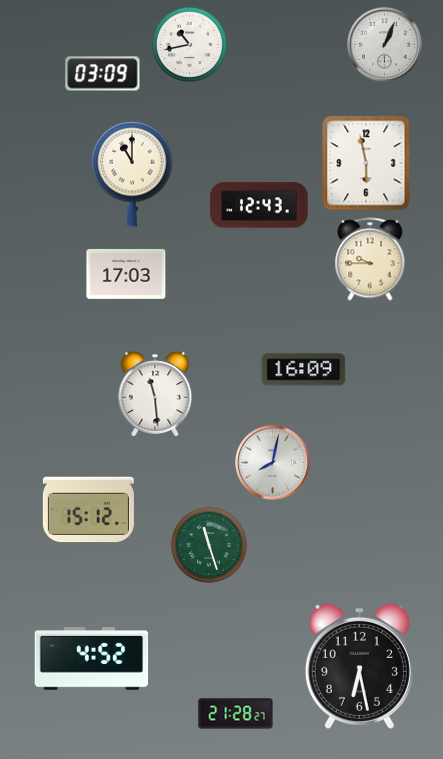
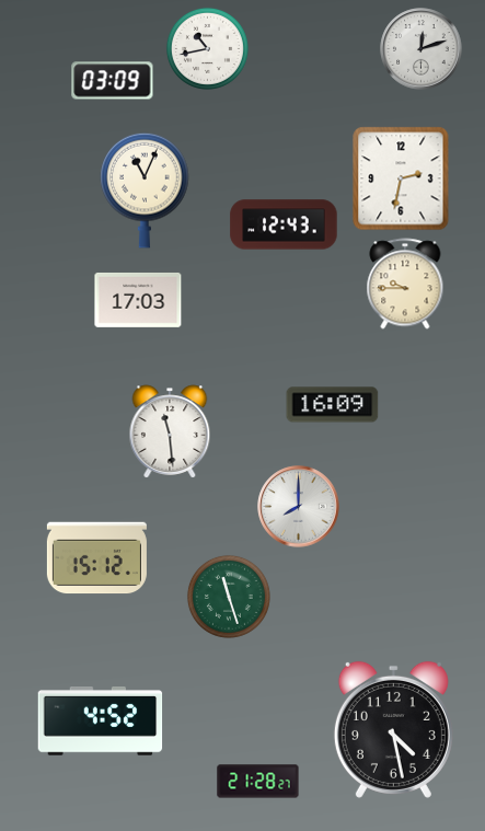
clock at (385, 45): 1:04 -> 12:12
clock at (366, 163): 5:58 -> 2:32
clock at (132, 174): 11:00 -> 11:04
clock at (273, 463): 8:02 -> 8:00
clock at (359, 666): 6:28 -> 4:28
